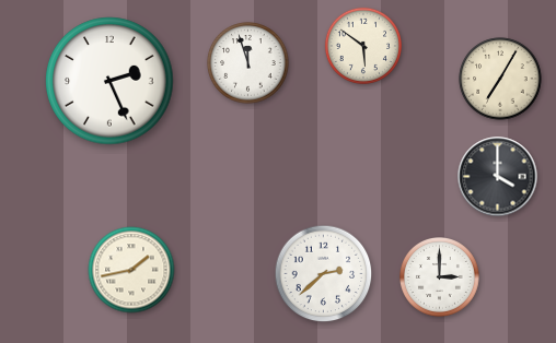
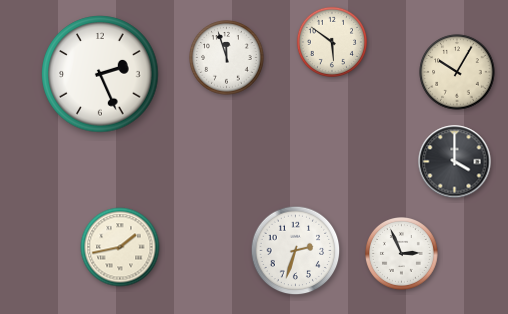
clock at (500, 79): 7:05 -> 10:05
clock at (324, 274): 2:38 -> 2:33
clock at (440, 277): 3:00 -> 2:56
